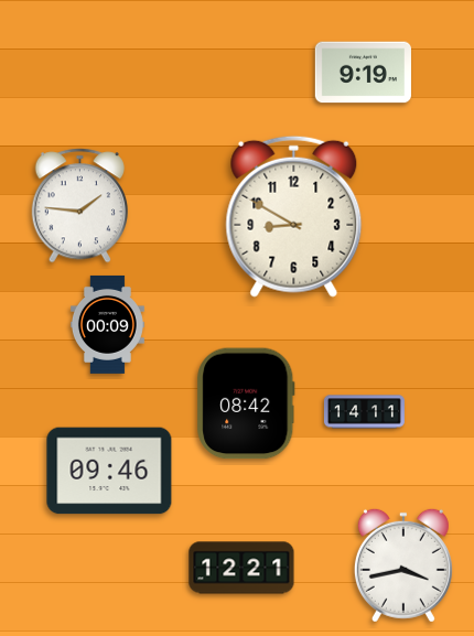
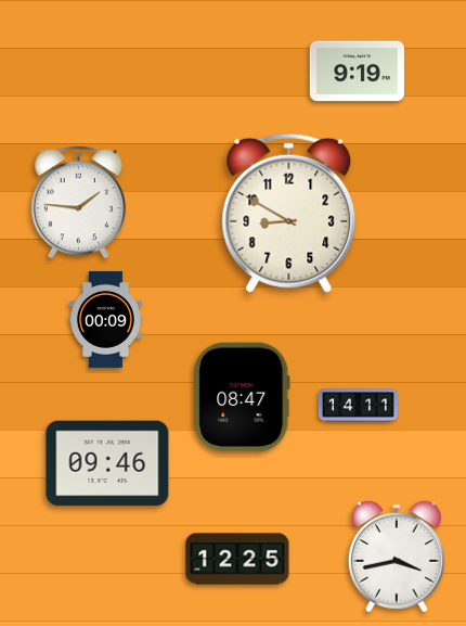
clock at (246, 403): 08:42 -> 08:47
clock at (241, 568): 12:21 -> 12:25
